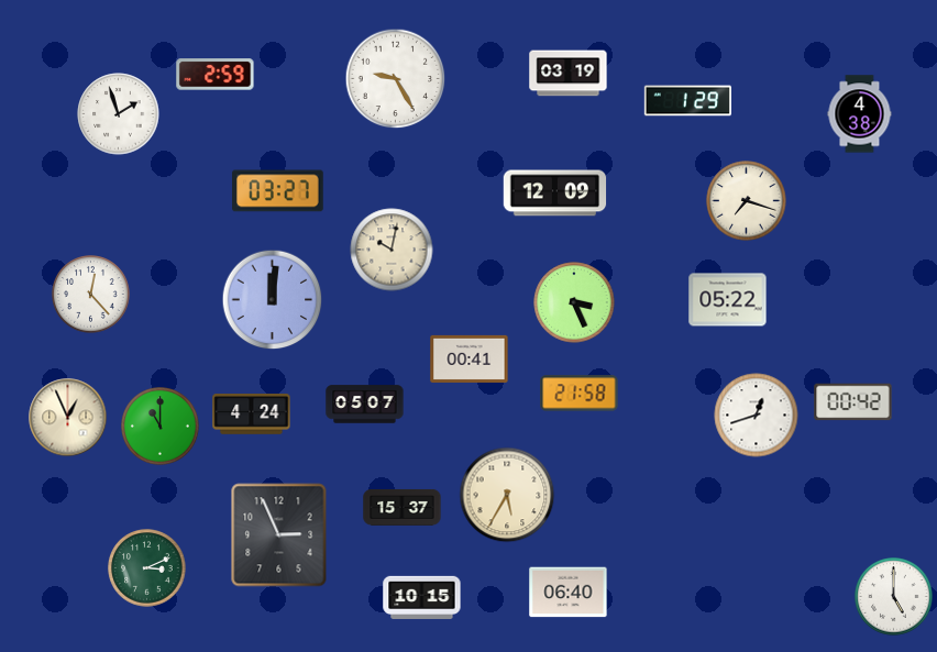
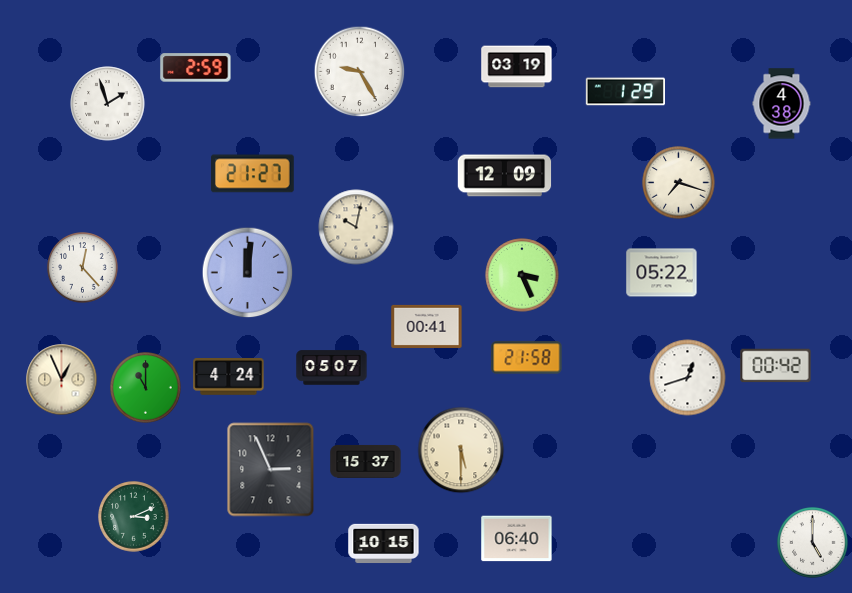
clock at (278, 191): 03:27 -> 21:27
clock at (507, 495): 5:35 -> 5:30
clock at (279, 535) position: (279, 535) -> (271, 470)
